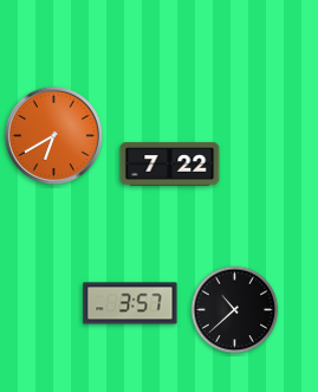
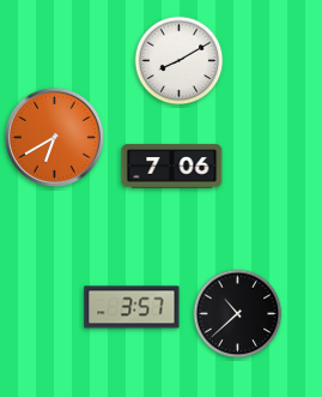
clock at (180, 61): none -> 8:10
clock at (170, 165): 7:22 -> 7:06
